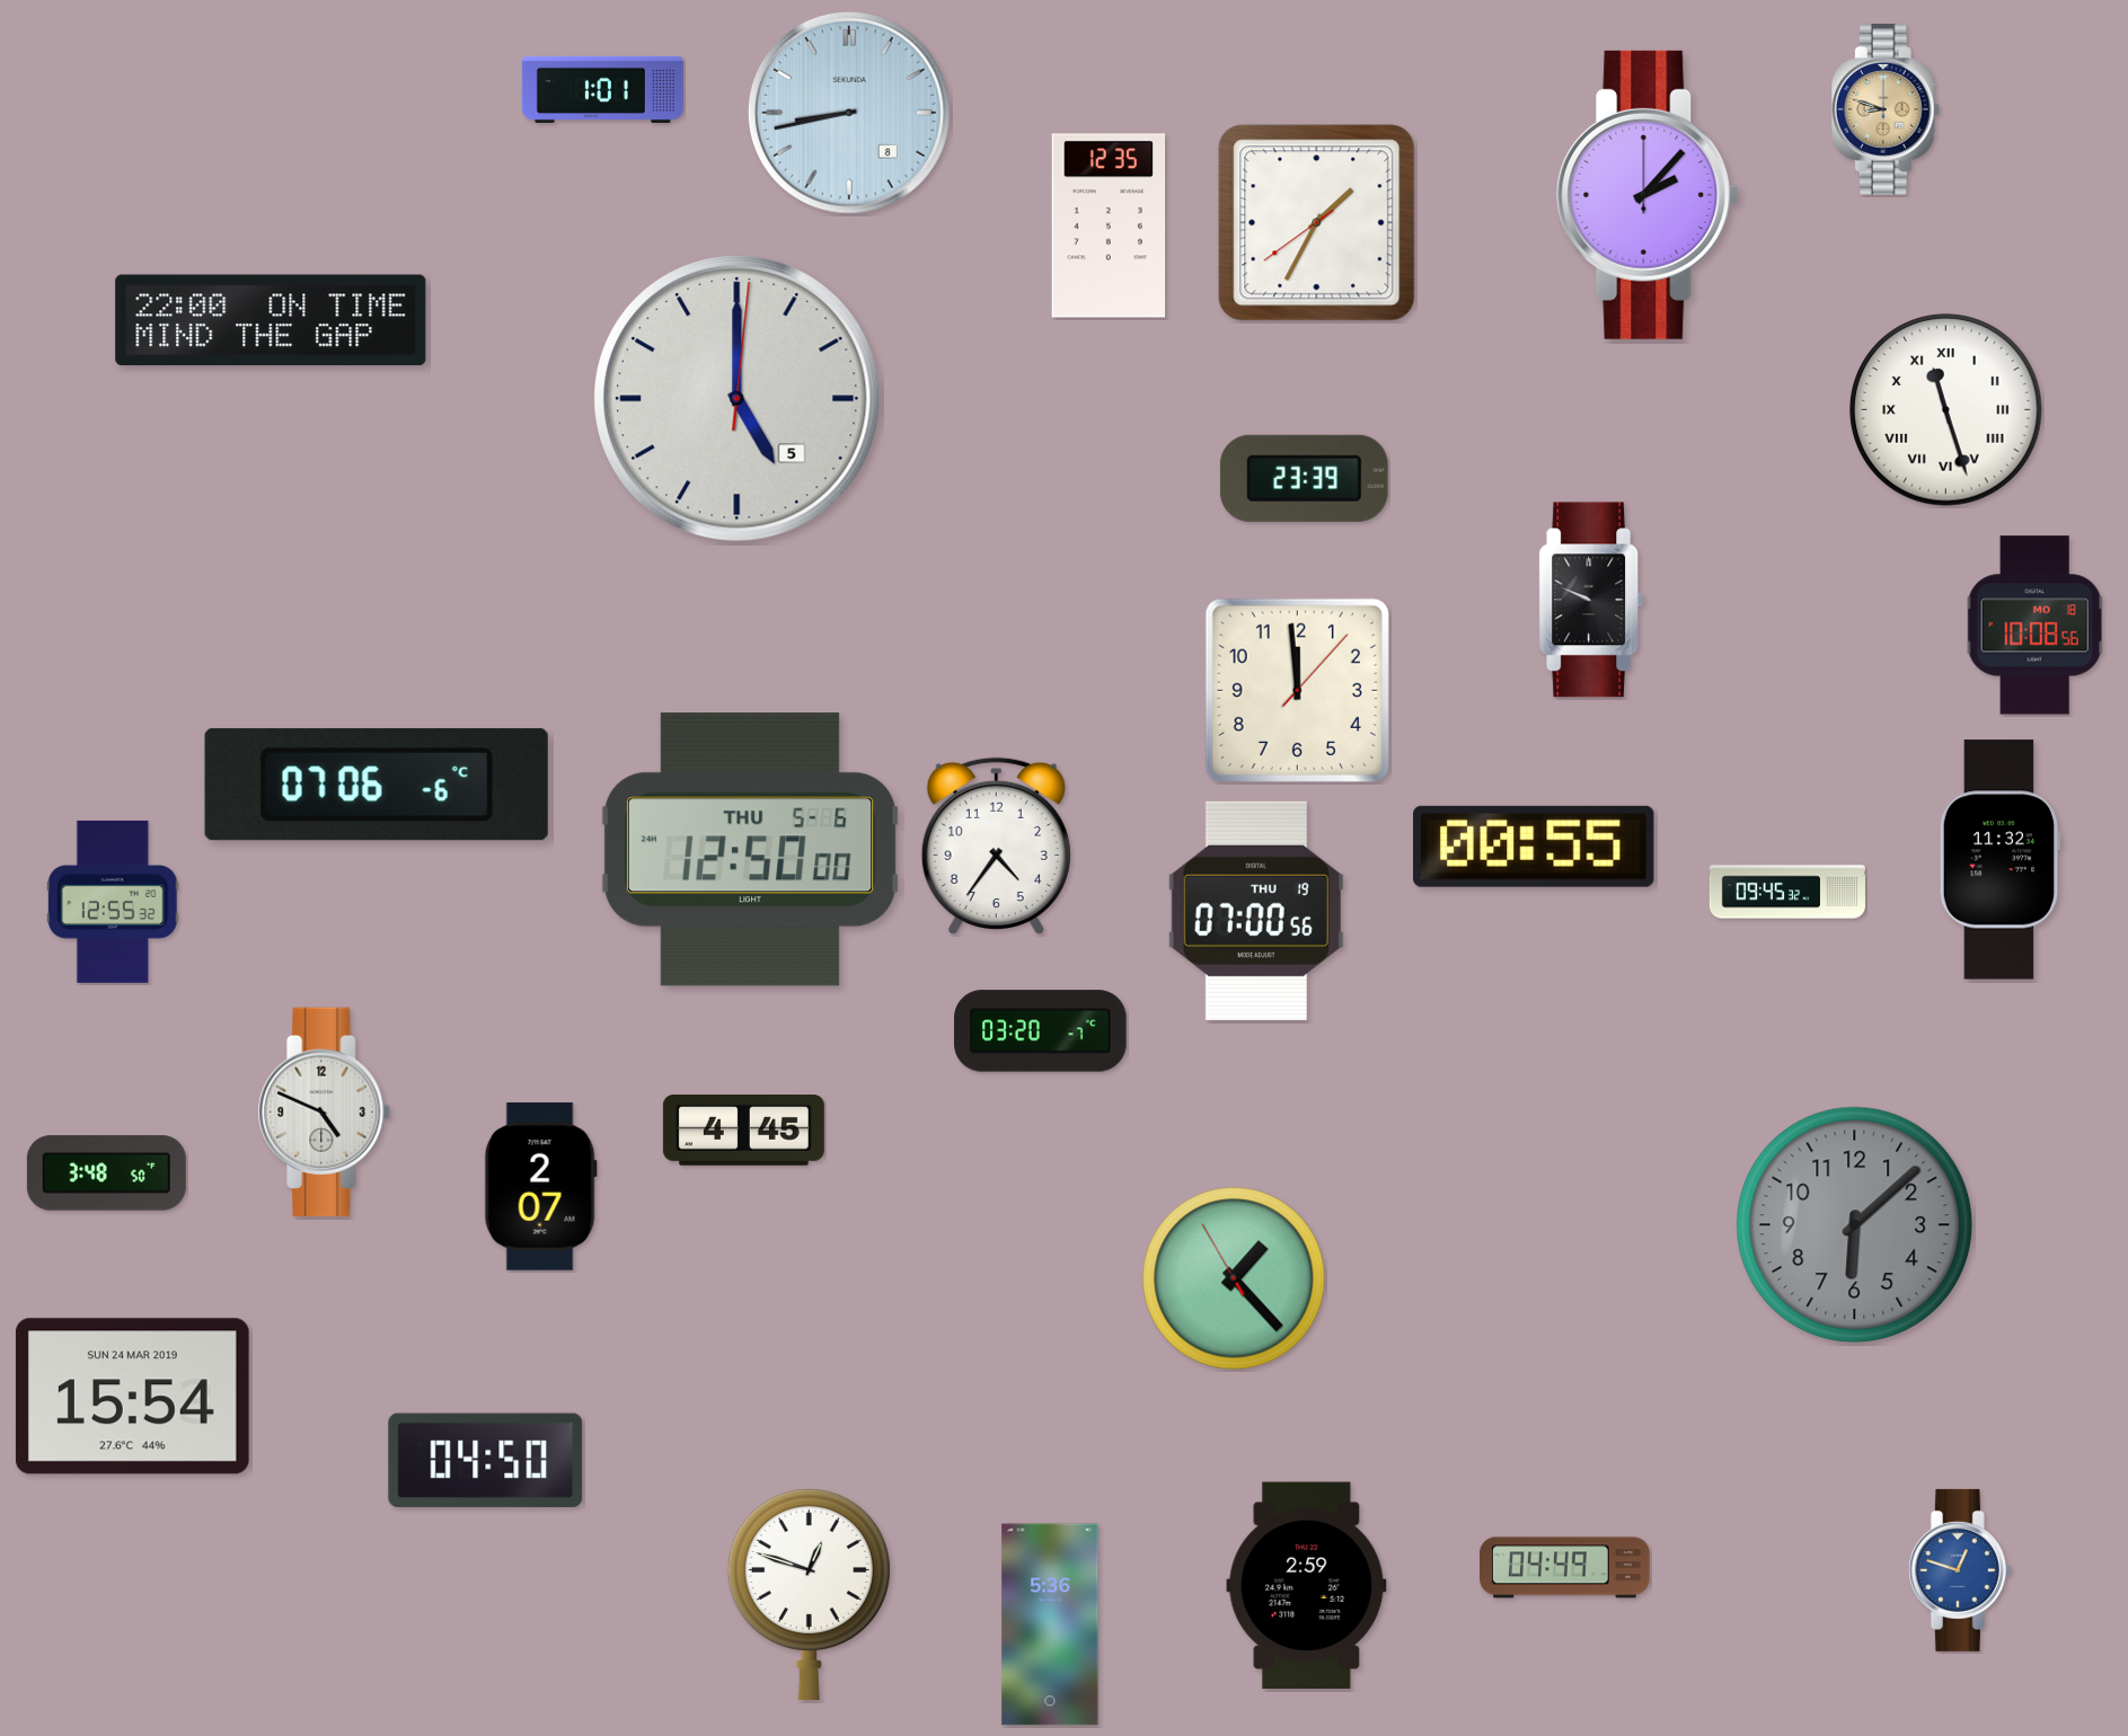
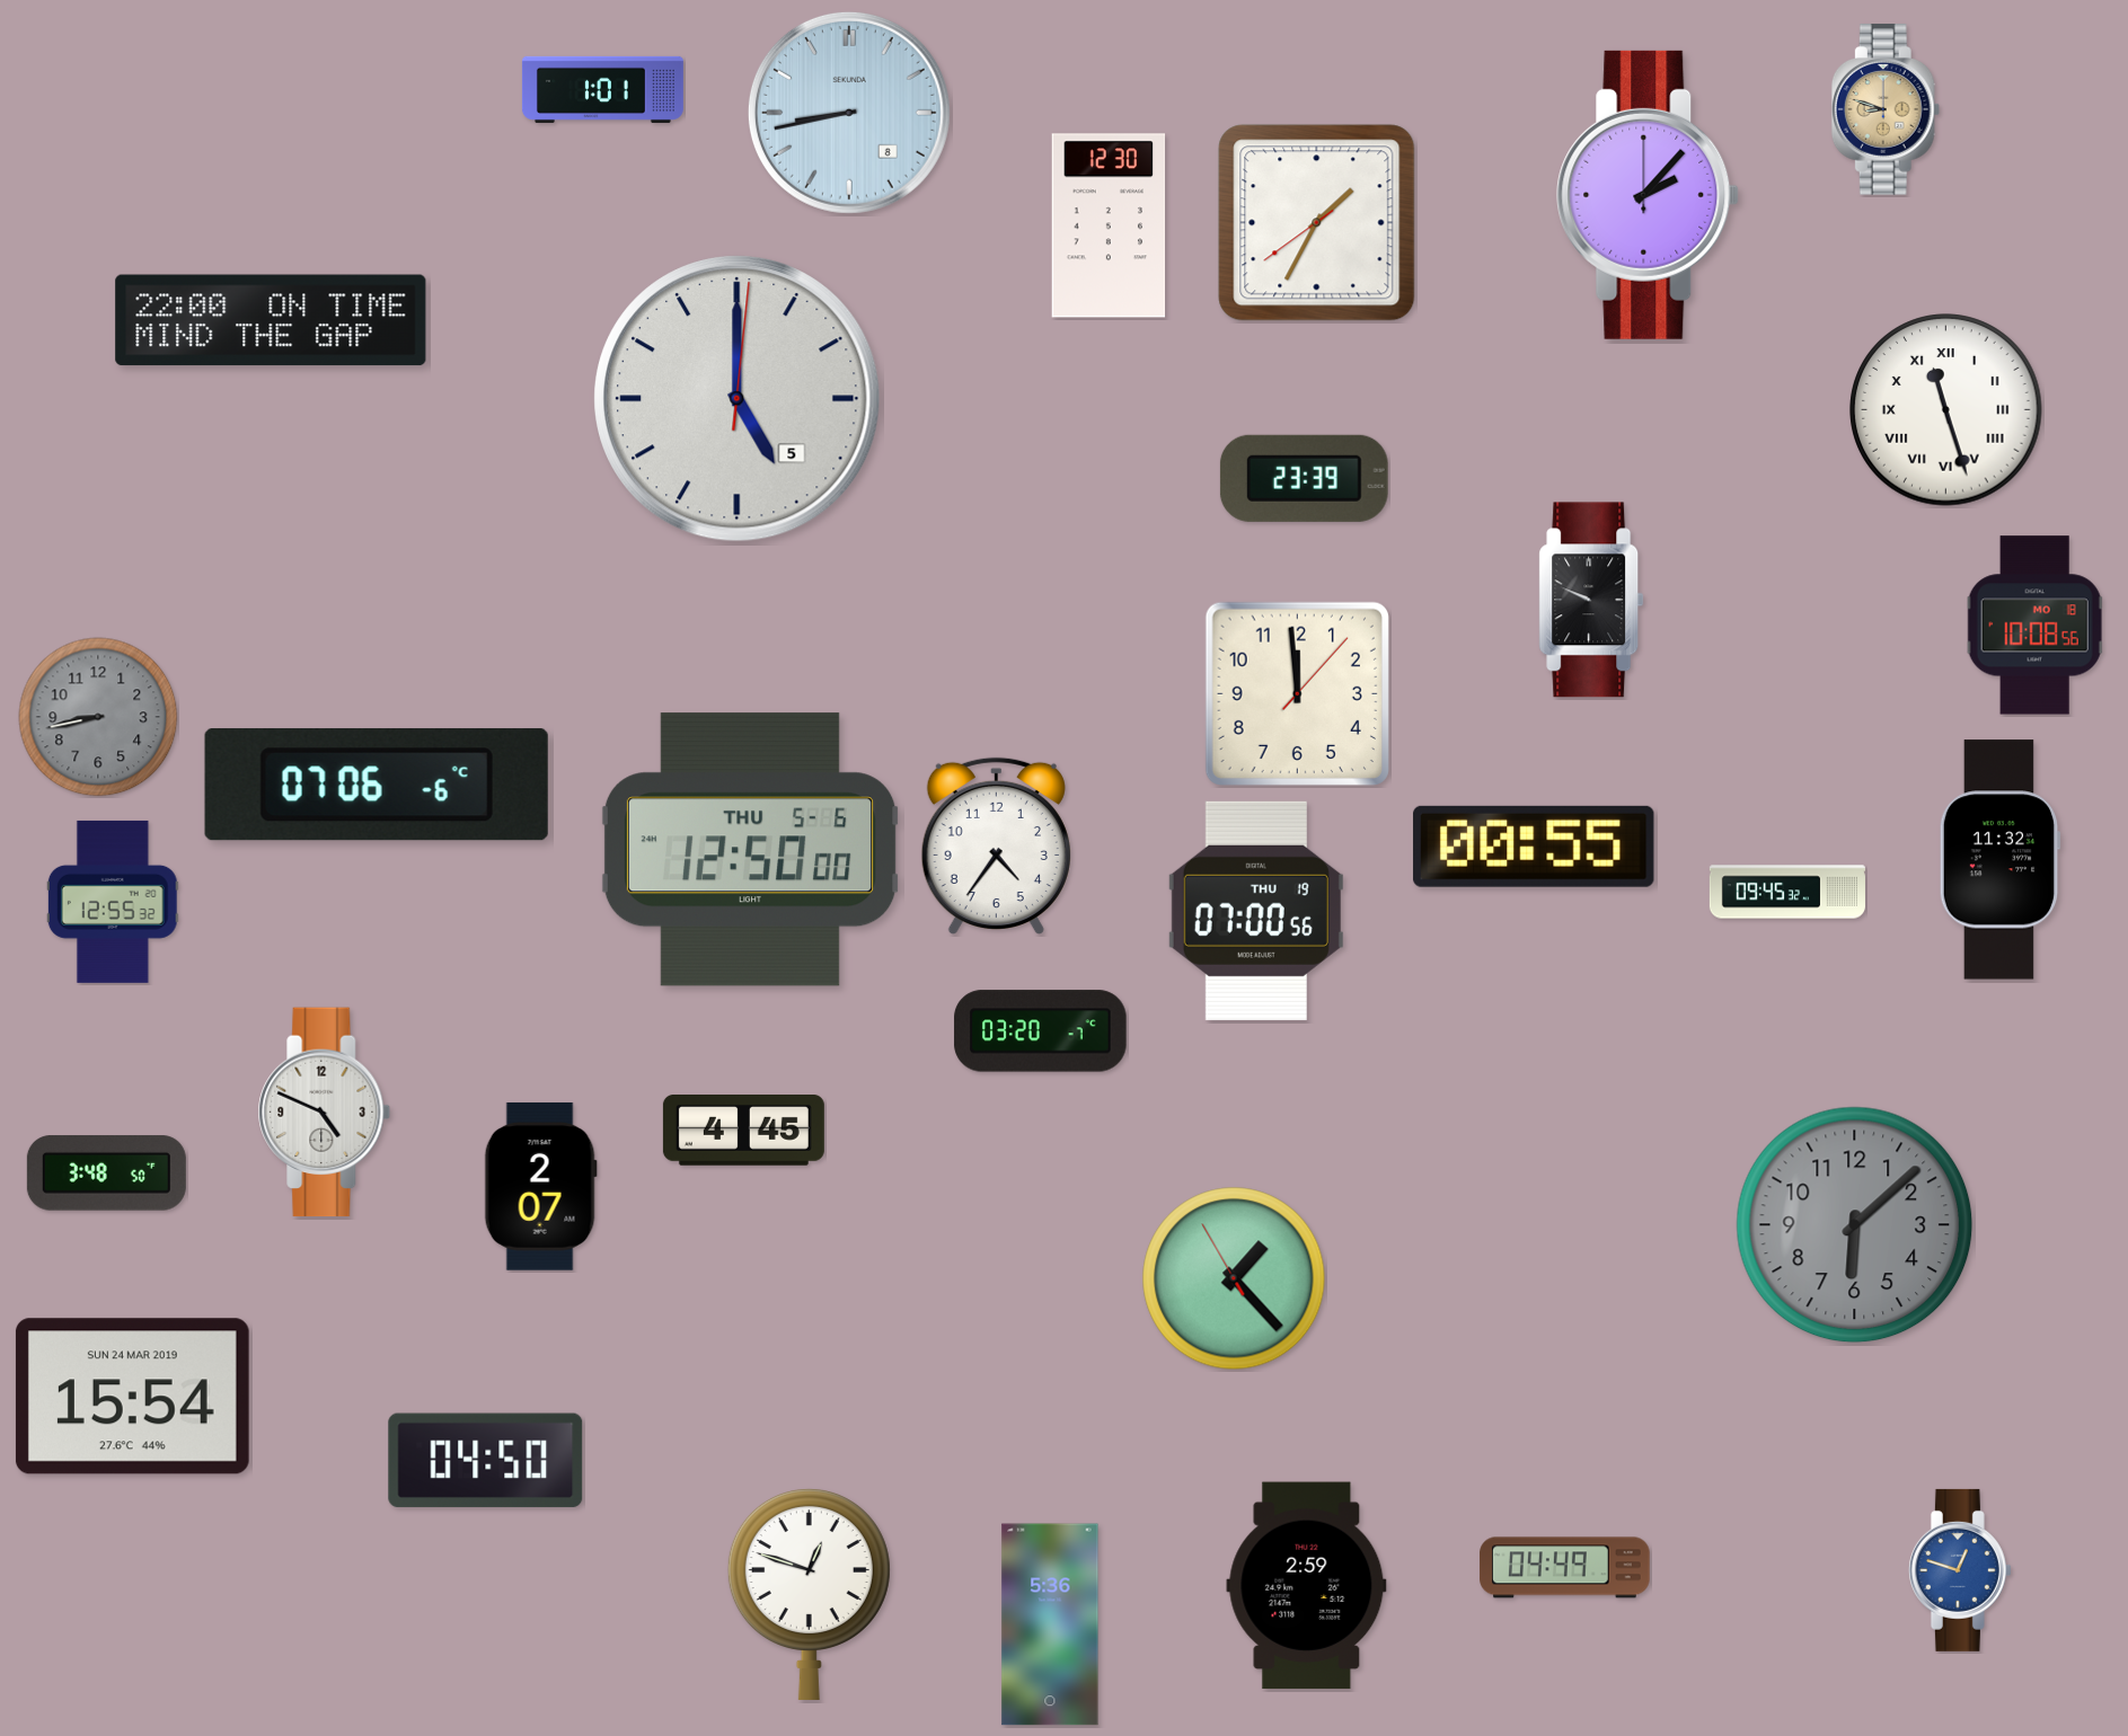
clock at (1109, 225): 12:35 -> 12:30
clock at (1297, 690) position: (1297, 690) -> (1297, 693)
clock at (98, 717): none -> 8:43
